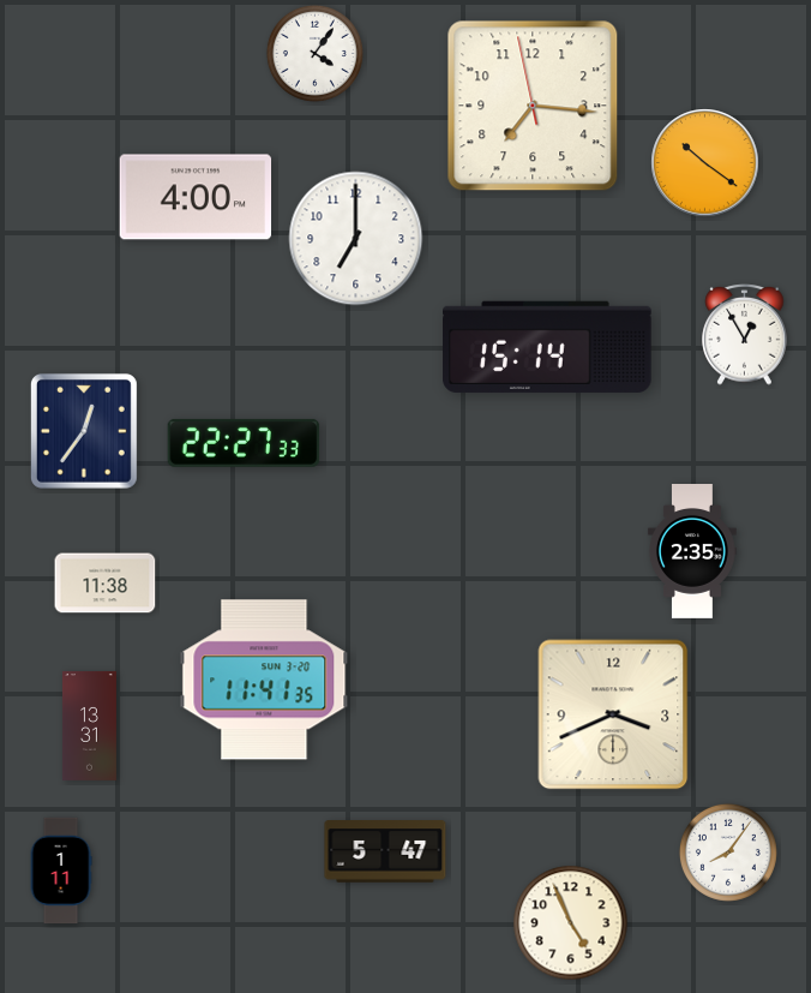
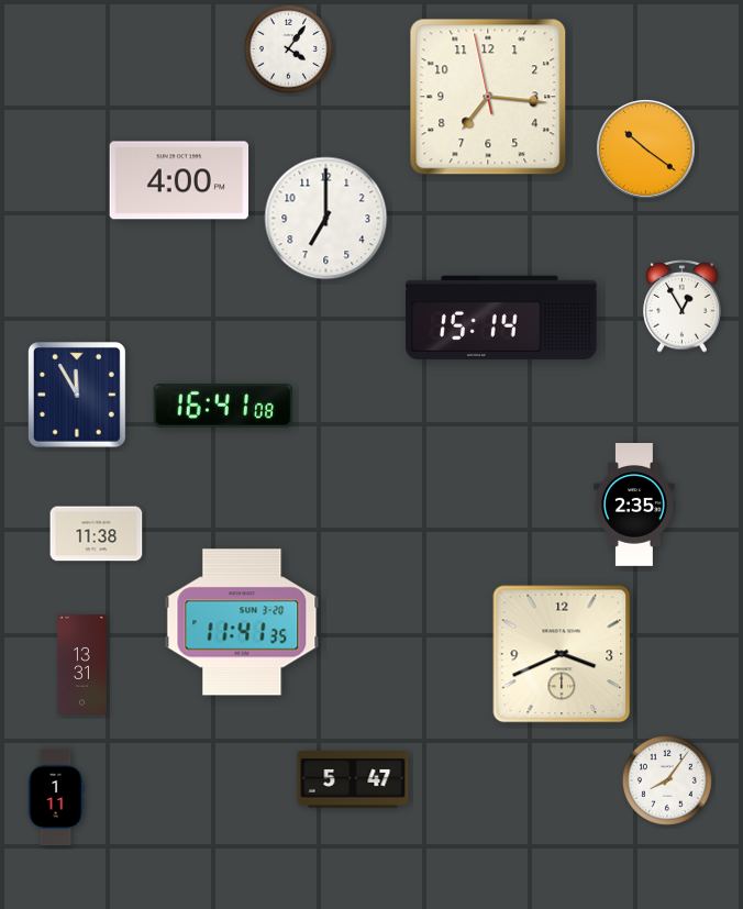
clock at (84, 431): 12:36 -> 11:55
clock at (244, 443): 22:27 -> 16:41
clock at (571, 923): 4:56 -> none
